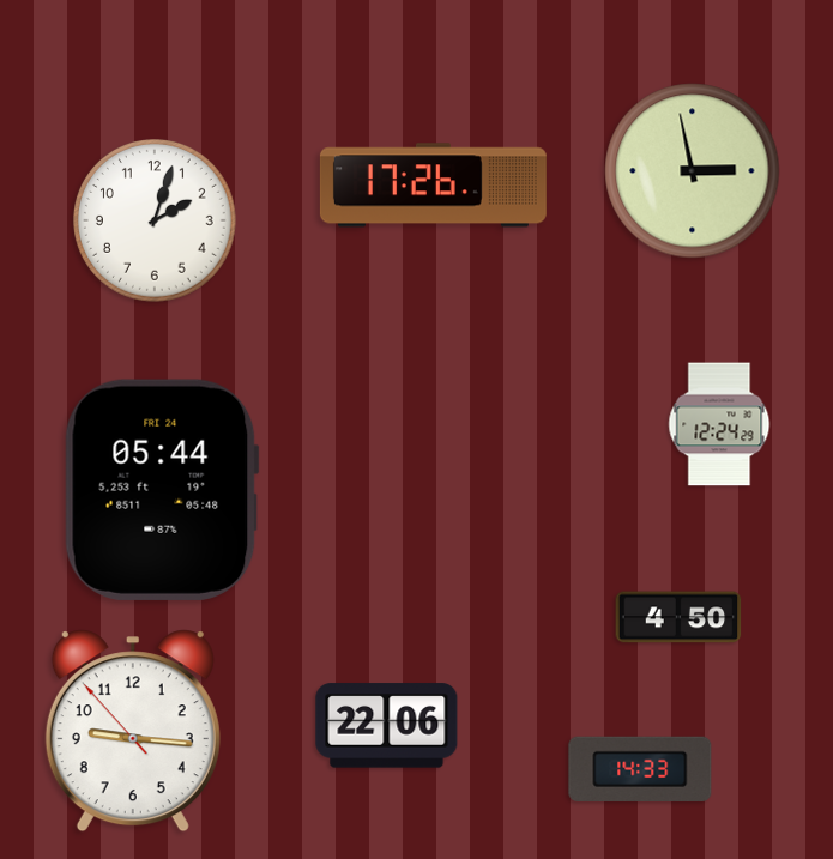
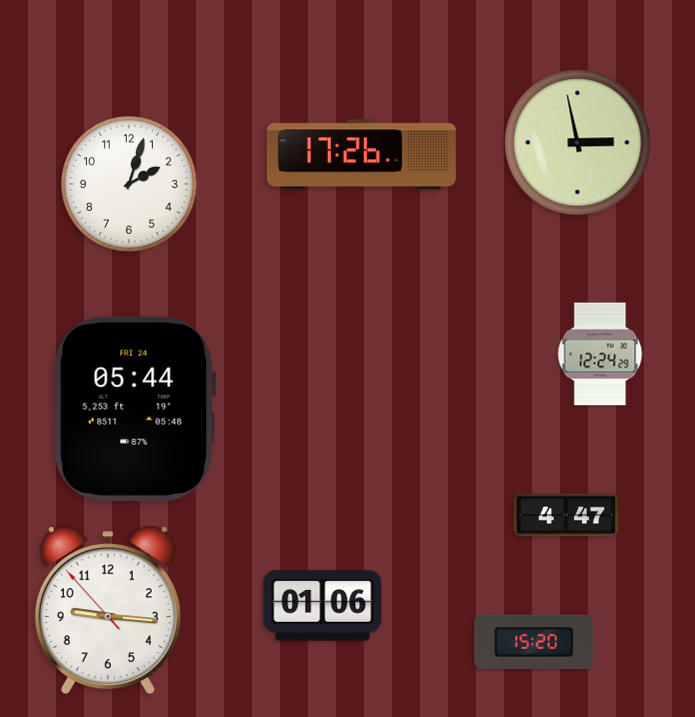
clock at (678, 617): 4:50 -> 4:47
clock at (387, 726): 22:06 -> 01:06
clock at (133, 731) position: (133, 731) -> (108, 610)
clock at (640, 769): 14:33 -> 15:20
